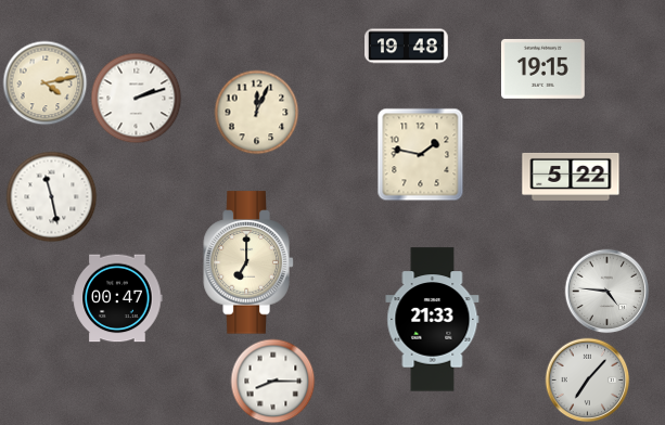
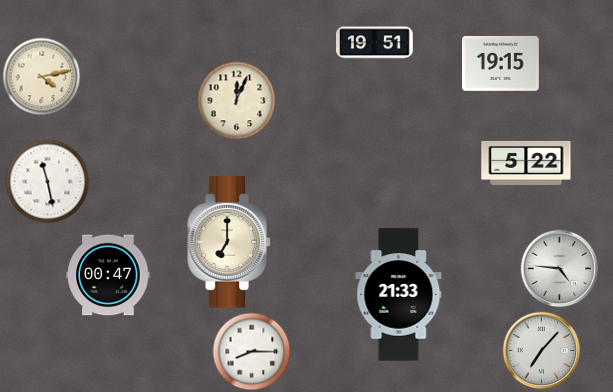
clock at (407, 47): 19:48 -> 19:51
clock at (136, 98): 2:12 -> none
clock at (256, 112) position: (256, 112) -> (236, 100)
clock at (421, 154): 1:47 -> none
